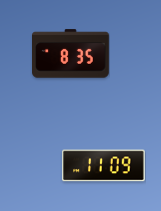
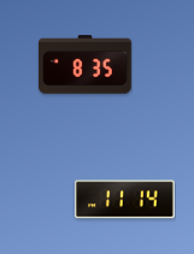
clock at (104, 166): 11:09 -> 11:14
